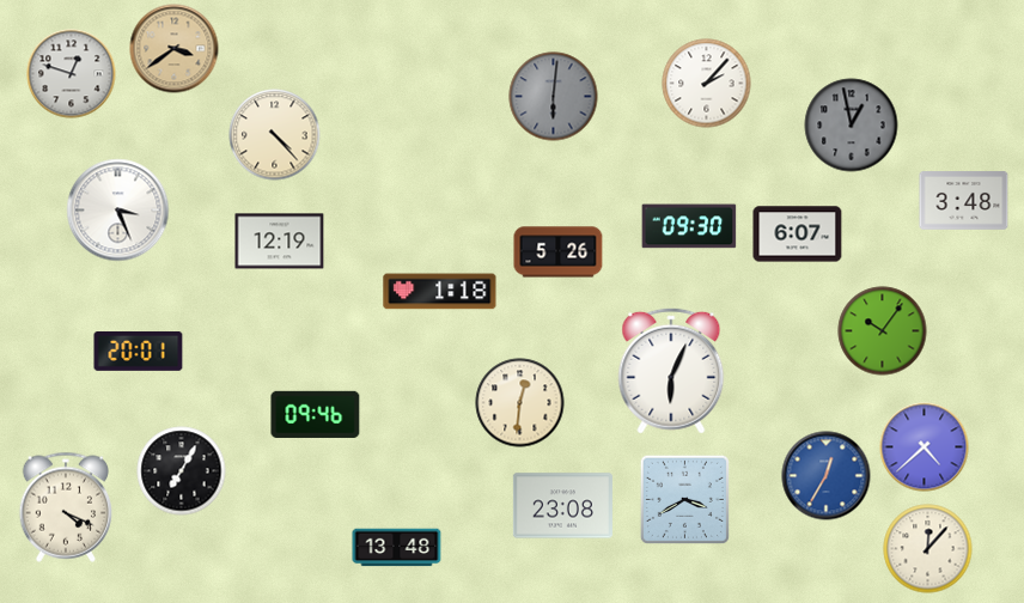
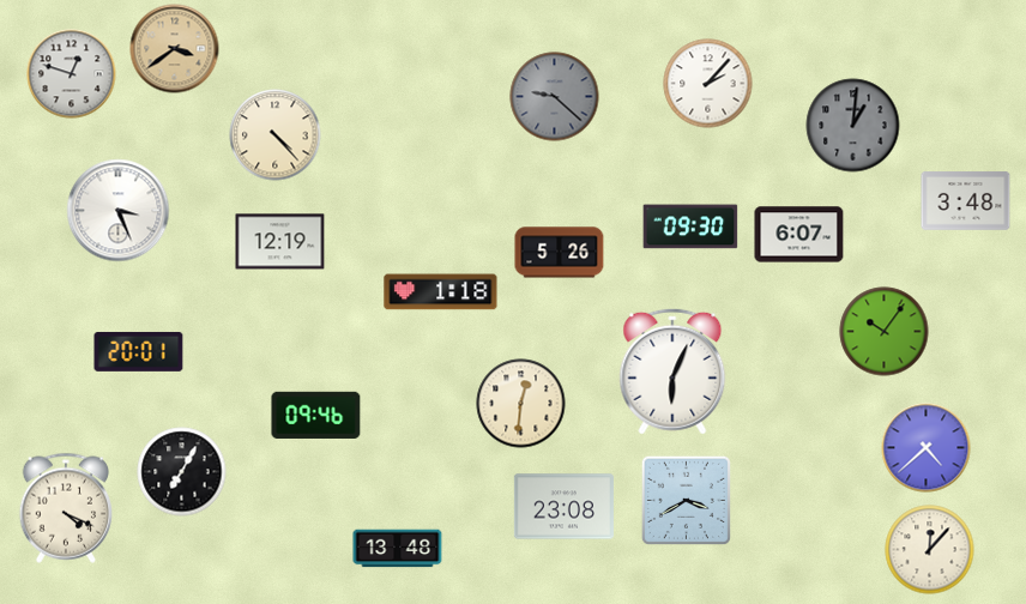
clock at (554, 97): 6:01 -> 9:22
clock at (852, 126): 12:58 -> 1:01
clock at (827, 476): 12:35 -> none
